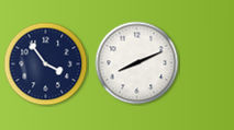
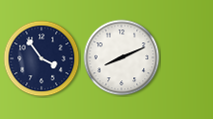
clock at (137, 63) position: (137, 63) -> (122, 58)
